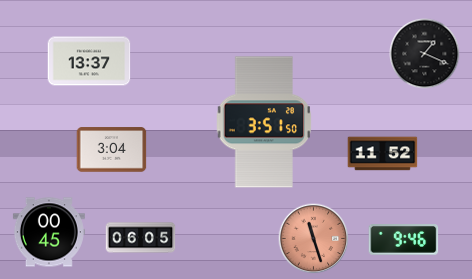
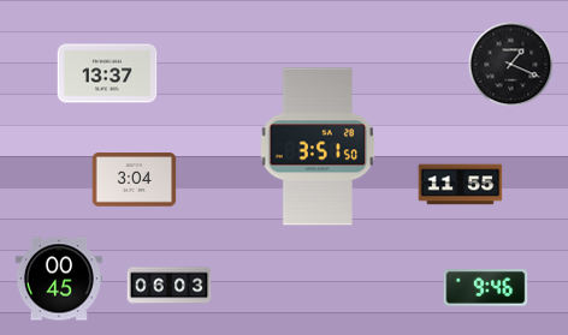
clock at (383, 154): 11:52 -> 11:55
clock at (141, 238): 06:05 -> 06:03
clock at (314, 239): 11:27 -> none
